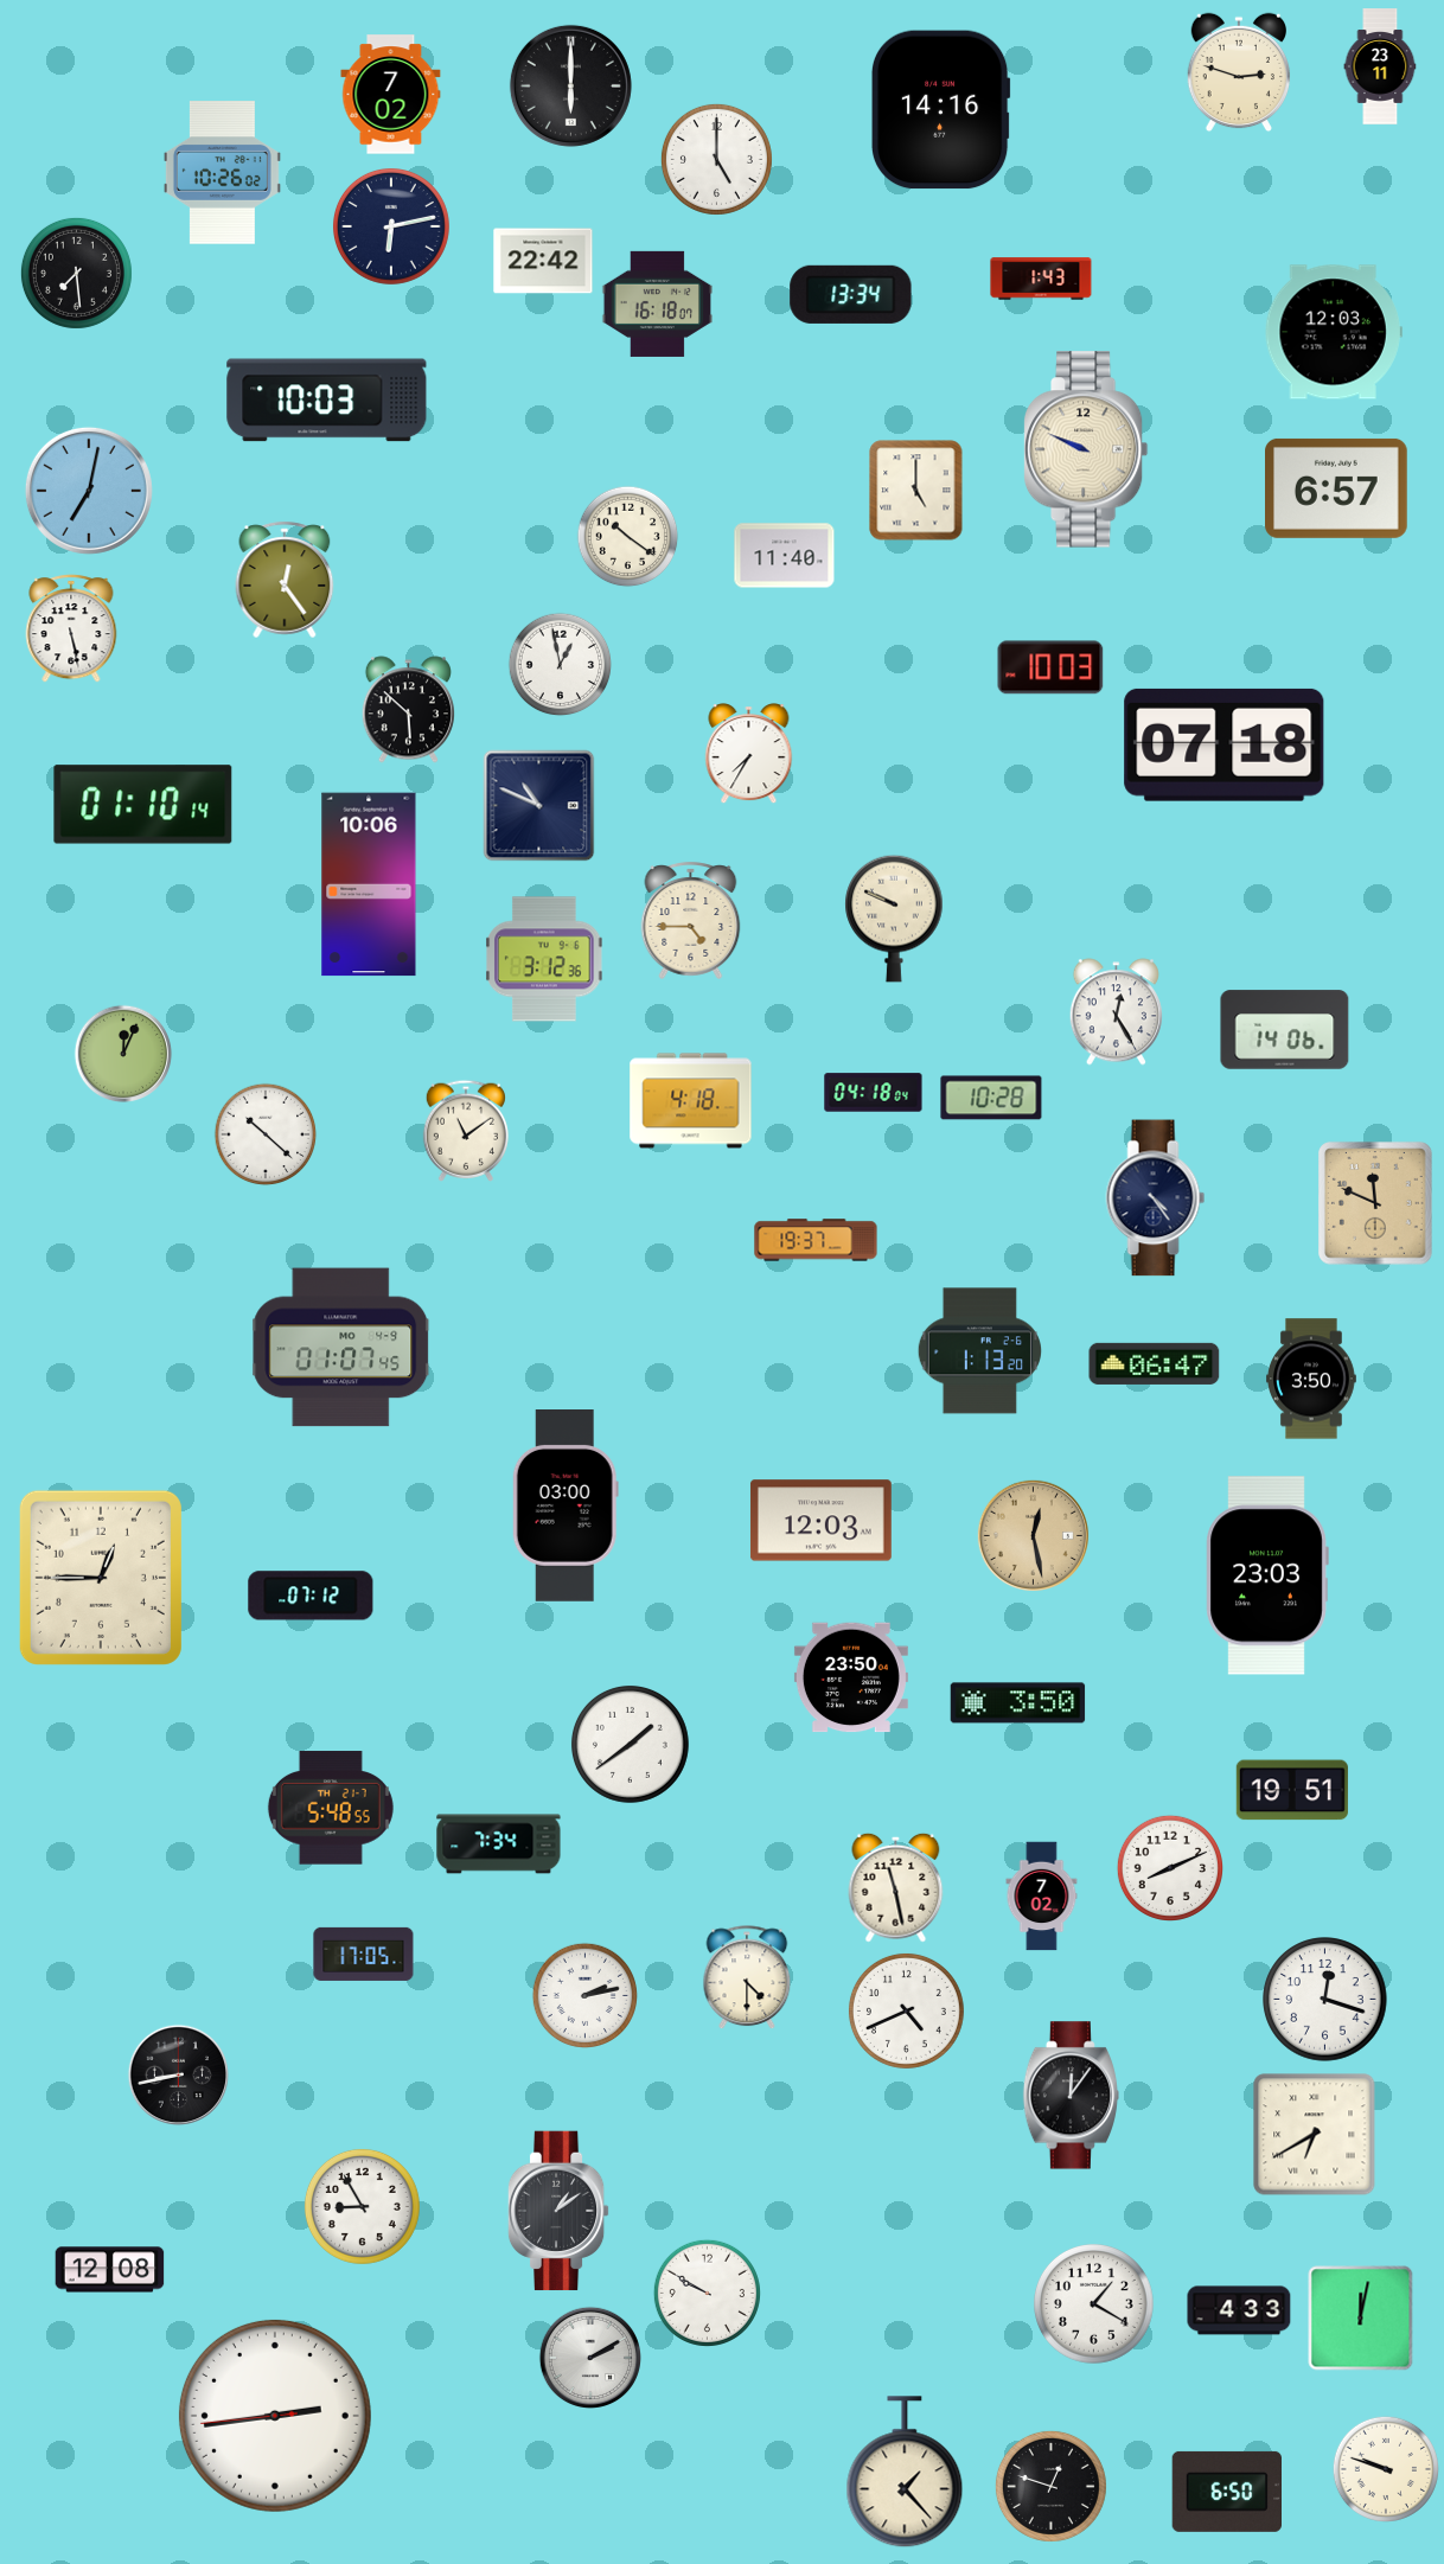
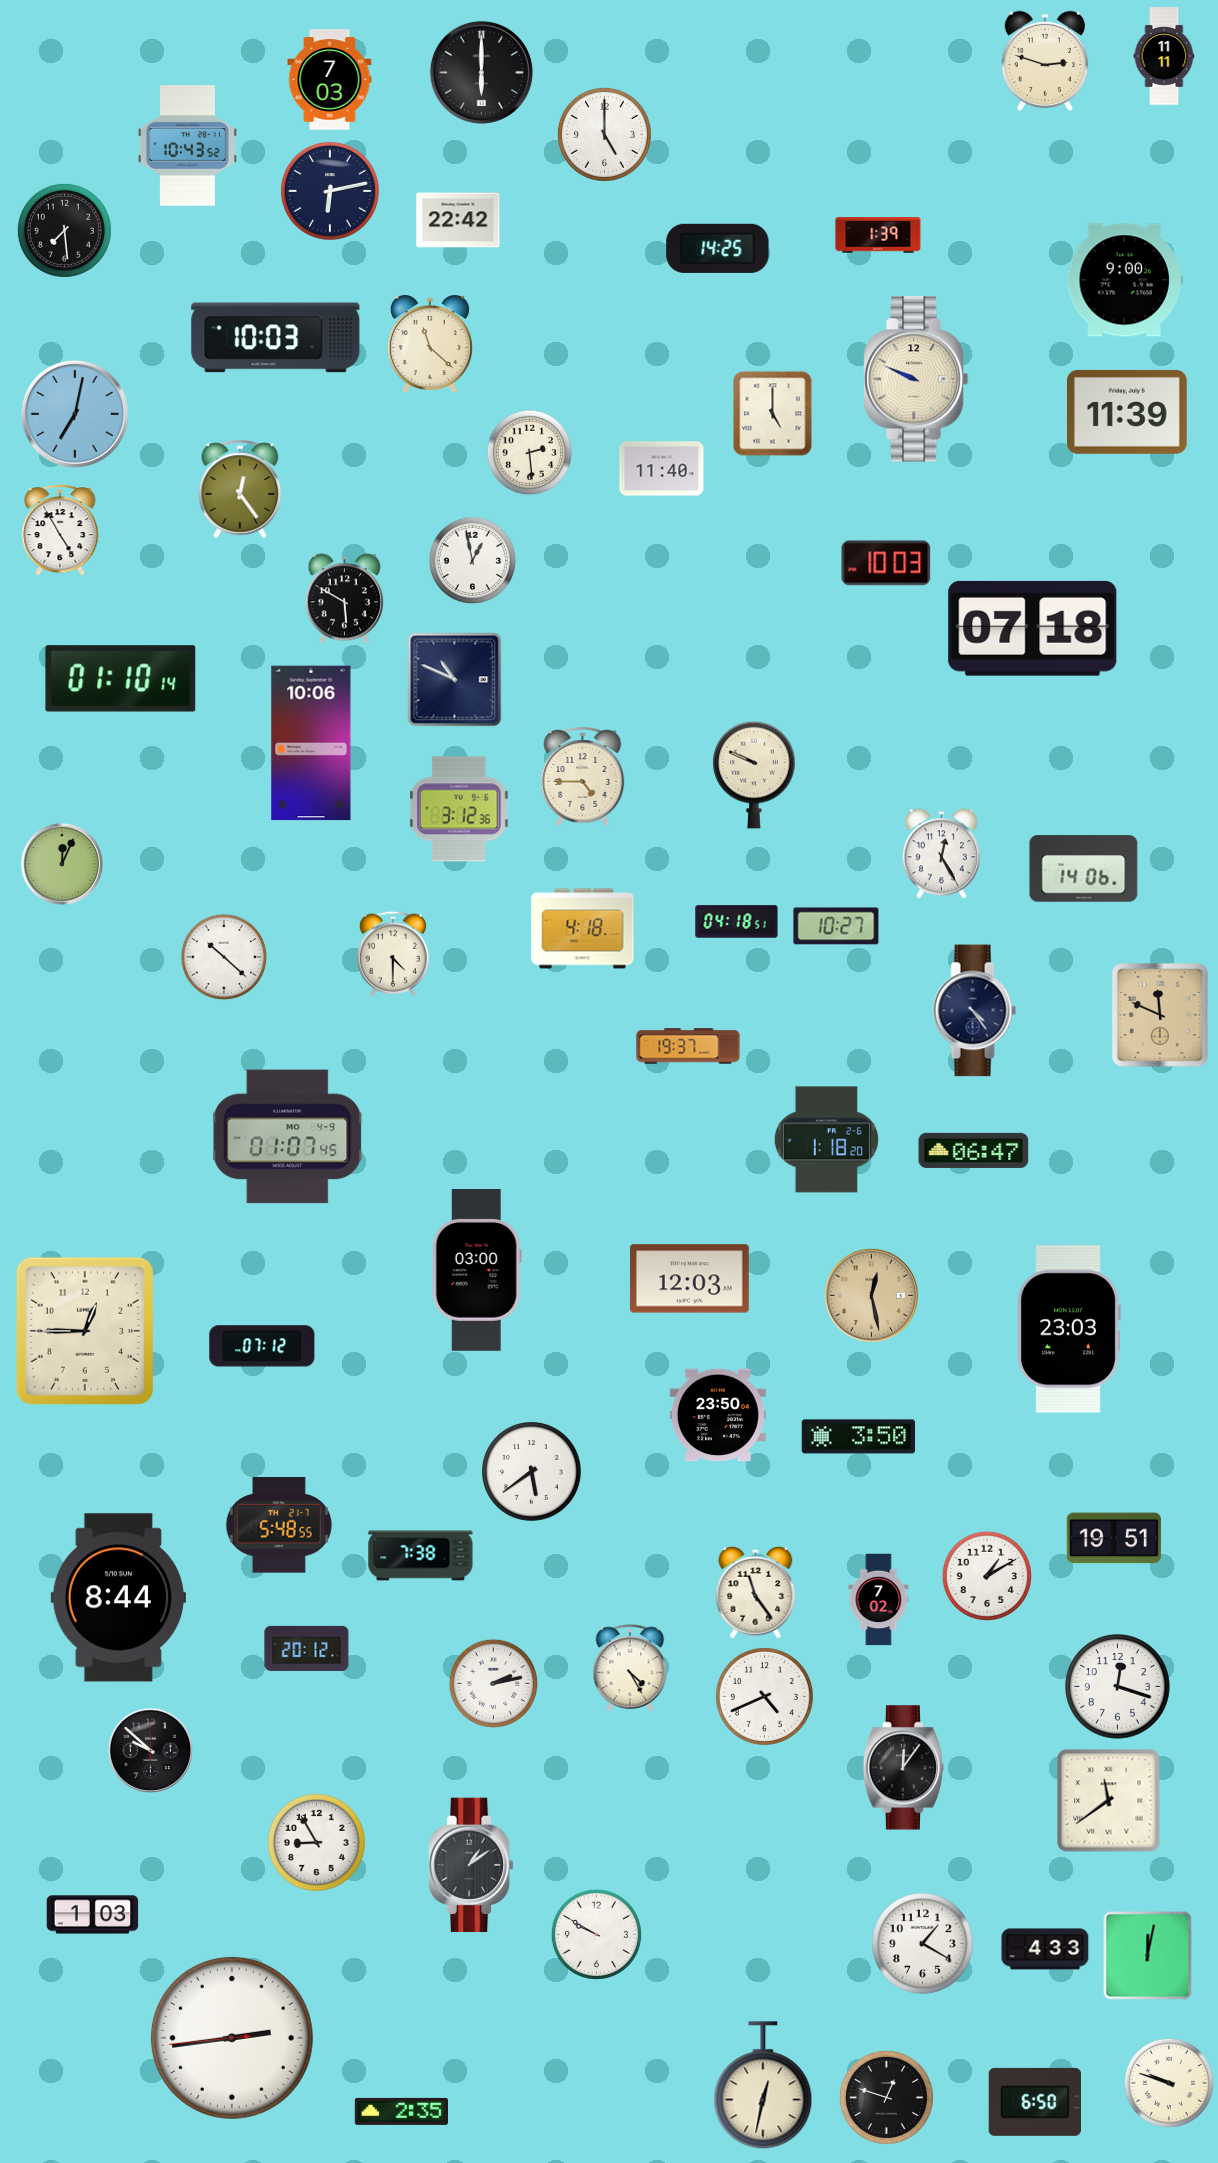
clock at (1380, 66): 23:11 -> 11:11
clock at (391, 95): 7:02 -> 7:03
clock at (940, 110): 14:16 -> none
clock at (222, 173): 10:26 -> 10:43
clock at (1041, 279): 1:43 -> 1:39
clock at (851, 294): 13:34 -> 14:25
clock at (657, 303): 16:18 -> none
clock at (1334, 332): 12:03 -> 9:00
clock at (430, 344): none -> 11:22
clock at (1337, 488): 6:57 -> 11:39
clock at (628, 537): 10:21 -> 2:29
clock at (71, 628): 5:28 -> 4:55
clock at (408, 710): 5:52 -> 5:50
clock at (749, 754): 7:35 -> none
clock at (369, 884) position: (369, 884) -> (311, 743)
clock at (123, 1054) position: (123, 1054) -> (62, 864)
clock at (874, 1093): 04:18:04 -> 04:18:51
clock at (991, 1098): 10:28 -> 10:27
clock at (466, 1131): 11:09 -> 4:30
clock at (979, 1351): 1:13 -> 1:18
clock at (1312, 1379): 3:50 -> none
clock at (820, 1521) position: (820, 1521) -> (689, 1279)
clock at (630, 1744): 1:39 -> 5:39
clock at (1292, 1790) position: (1292, 1790) -> (1114, 1538)
clock at (499, 1844): 7:34 -> 7:38
clock at (1169, 1867): 8:11 -> 1:10
clock at (896, 1887): 11:28 -> 11:24
clock at (118, 1598): none -> 8:44
clock at (364, 1954): 17:05 -> 20:12
clock at (747, 1978): 4:30 -> 4:25
clock at (178, 2074): 8:43 -> 9:52
clock at (1315, 2135): 6:40 -> 11:39
clock at (362, 2206) position: (362, 2206) -> (316, 1842)
clock at (110, 2270): 12:08 -> 1:03
clock at (589, 2357): 2:10 -> none
clock at (905, 2473): 1:23 -> 12:32
clock at (401, 2111): none -> 2:35
